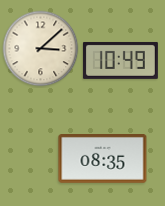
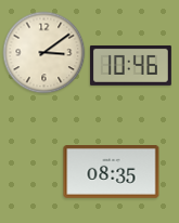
clock at (41, 49): 3:08 -> 3:09
clock at (120, 60): 10:49 -> 10:46
